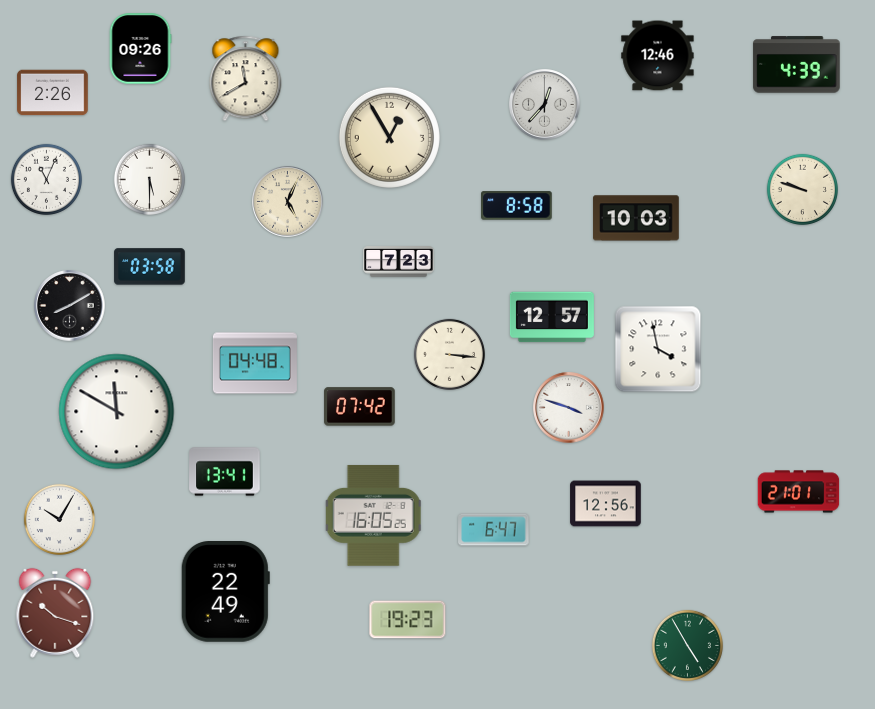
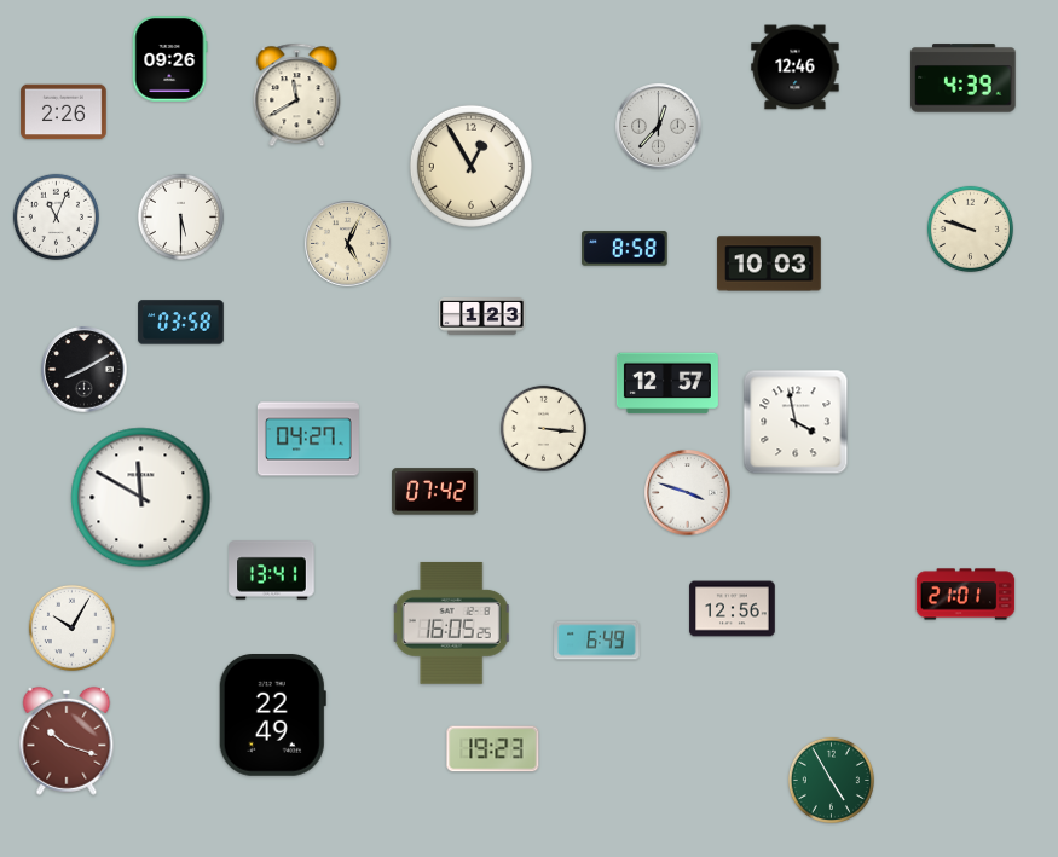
clock at (399, 262): 7:23 -> 1:23
clock at (255, 363): 04:48 -> 04:27
clock at (494, 530): 6:47 -> 6:49
